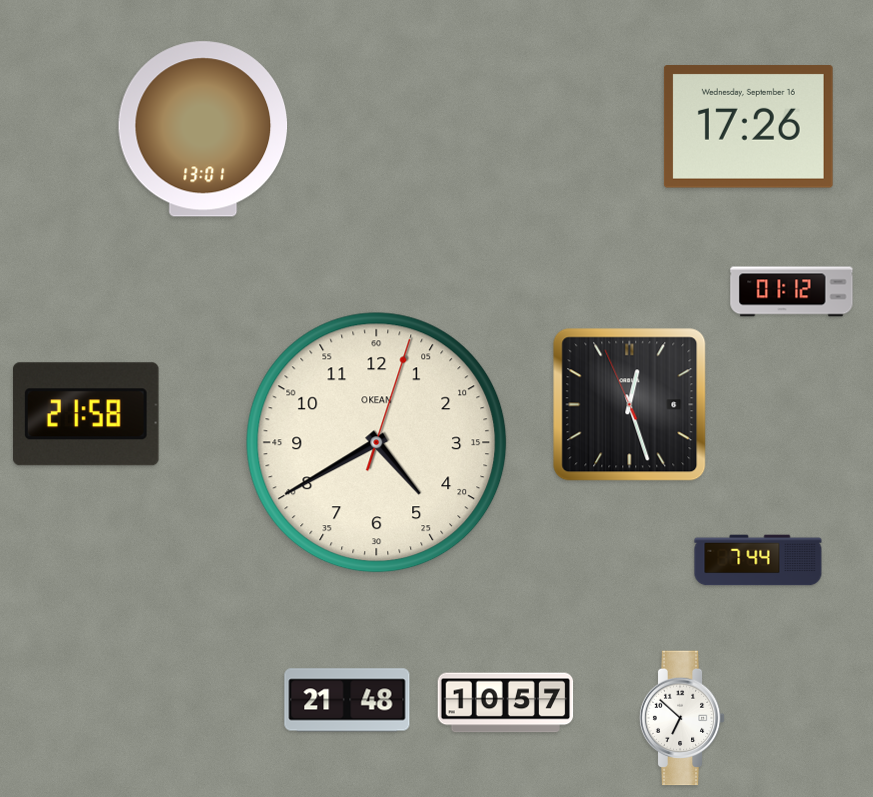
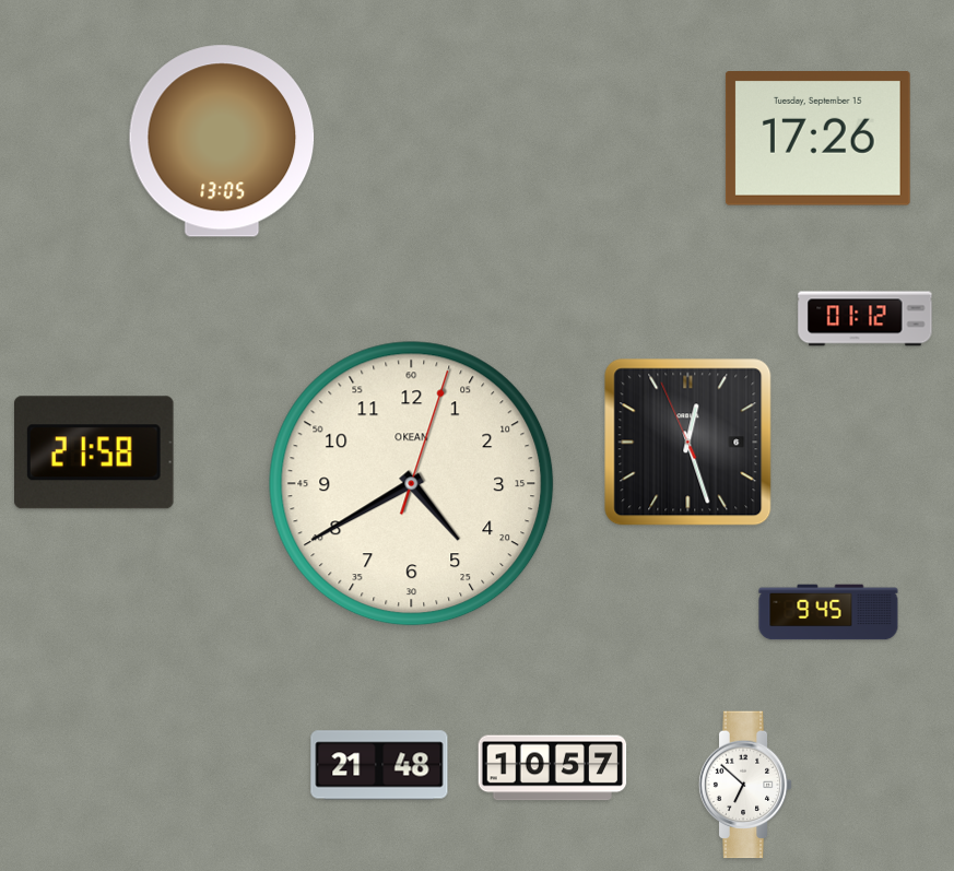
clock at (748, 127) date: Wednesday, September 16 -> Tuesday, September 15
clock at (203, 129): 13:01 -> 13:05
clock at (758, 560): 7:44 -> 9:45
